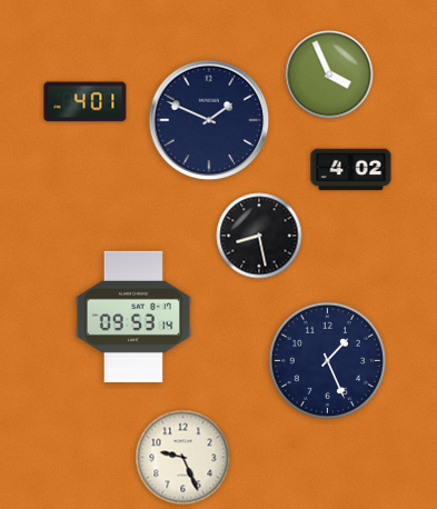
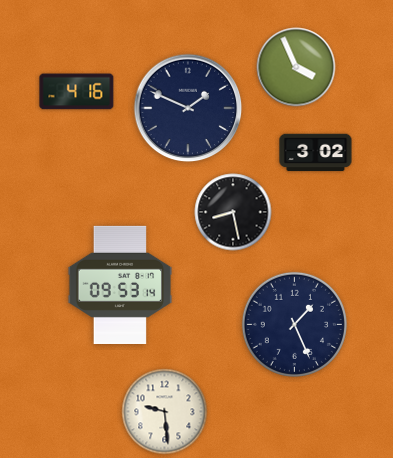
clock at (86, 102): 4:01 -> 4:16
clock at (351, 170): 4:02 -> 3:02
clock at (183, 458): 9:26 -> 9:29
